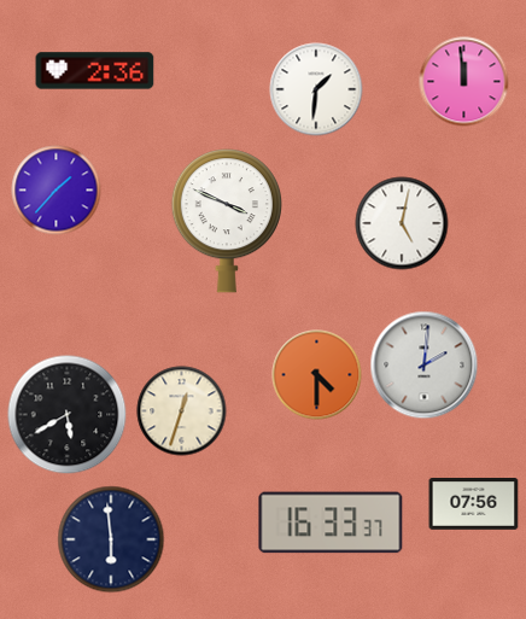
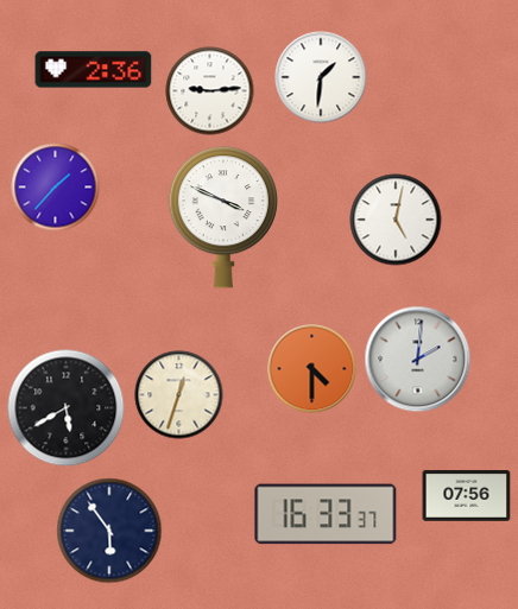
clock at (464, 82): 11:59 -> none
clock at (316, 89) position: (316, 89) -> (321, 77)
clock at (210, 91): none -> 9:14
clock at (182, 411) position: (182, 411) -> (179, 395)
clock at (111, 539): 5:59 -> 5:54
